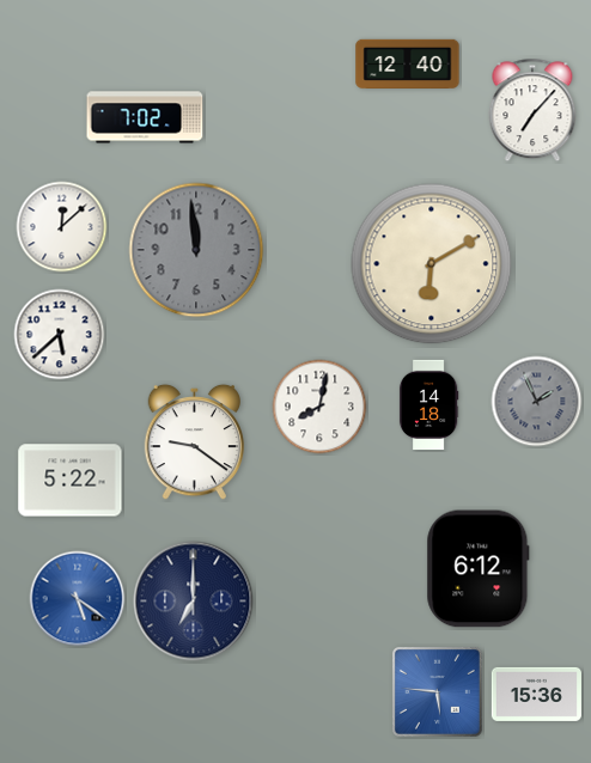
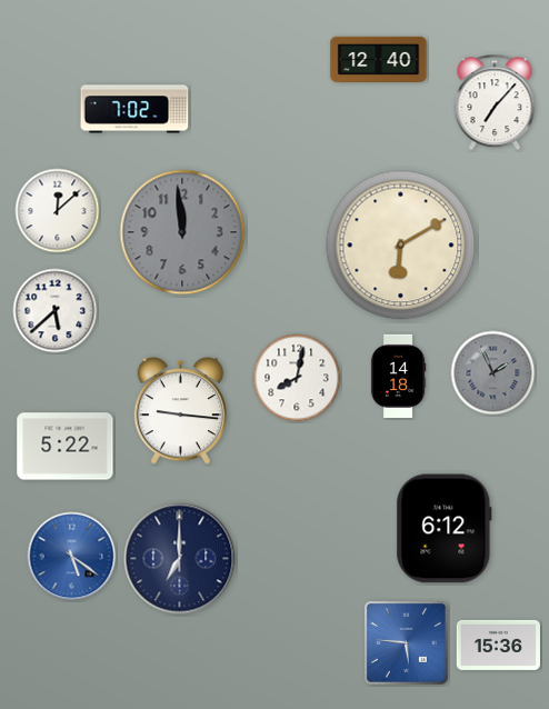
clock at (537, 402) position: (537, 402) -> (493, 373)
clock at (195, 442): 9:21 -> 9:16
